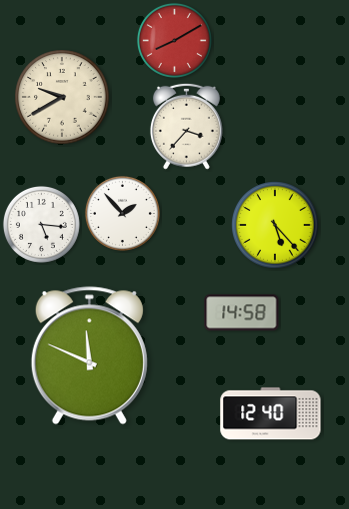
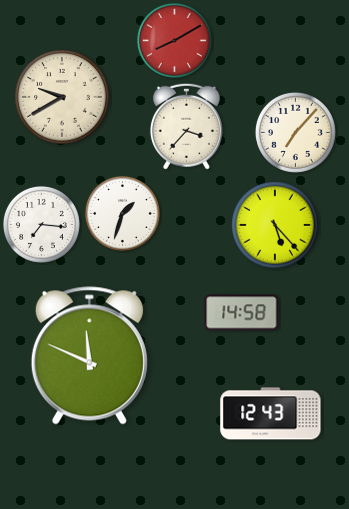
clock at (295, 132): none -> 7:07
clock at (122, 213): 1:53 -> 1:33
clock at (41, 224): 5:16 -> 7:16
clock at (271, 414): 12:40 -> 12:43
